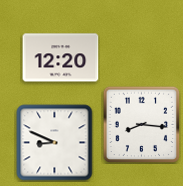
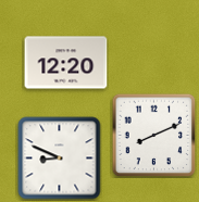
clock at (141, 124): 8:16 -> 8:11
clock at (55, 143) position: (55, 143) -> (60, 159)
